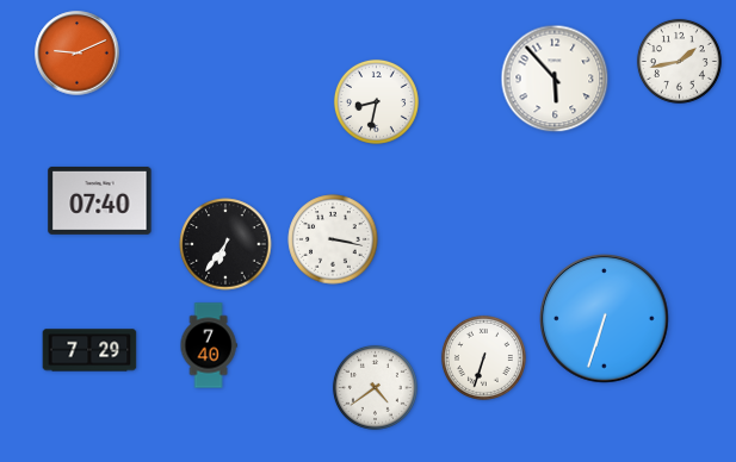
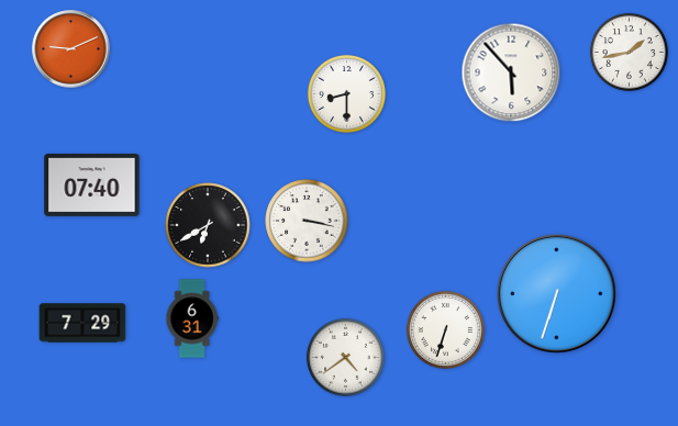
clock at (679, 61) position: (679, 61) -> (629, 52)
clock at (376, 101): 8:32 -> 8:30
clock at (225, 244): 6:36 -> 6:40
clock at (209, 345): 7:40 -> 6:31
